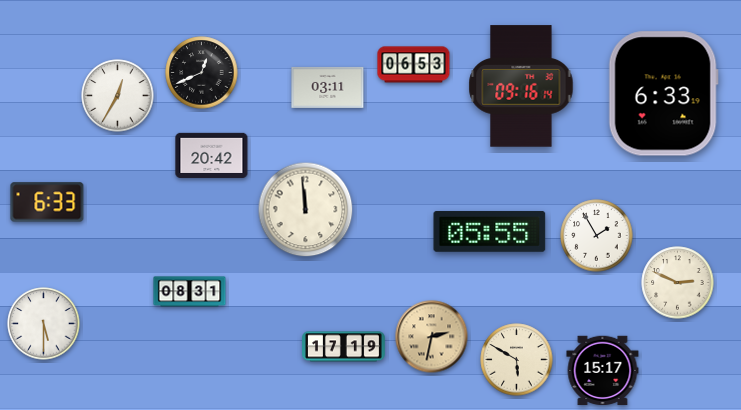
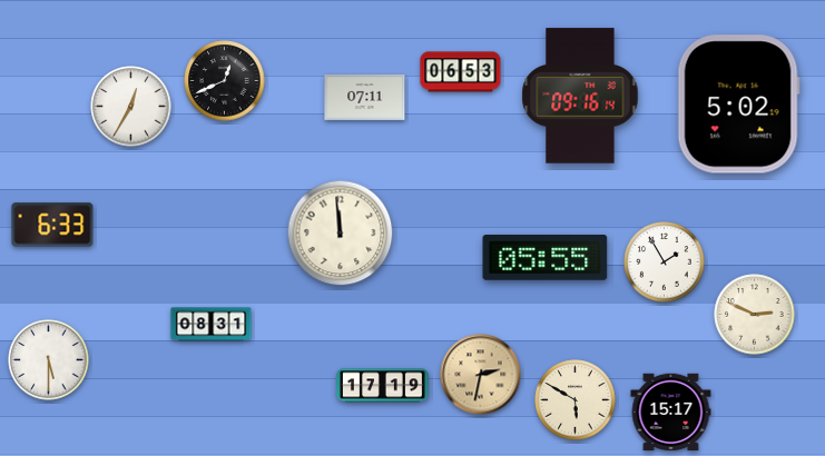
clock at (328, 87): 03:11 -> 07:11
clock at (663, 94): 6:33 -> 5:02
clock at (212, 155): 20:42 -> none
